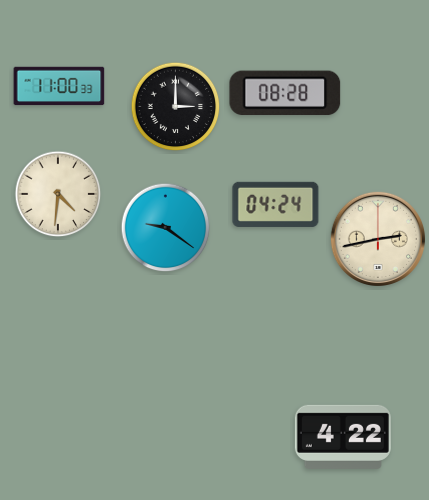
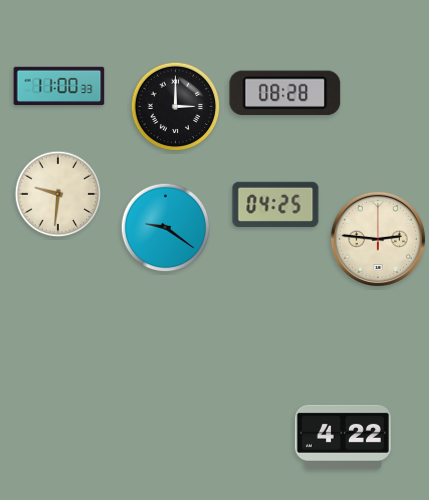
clock at (58, 194): 4:31 -> 9:31
clock at (276, 204): 04:24 -> 04:25
clock at (377, 238): 2:43 -> 2:46
